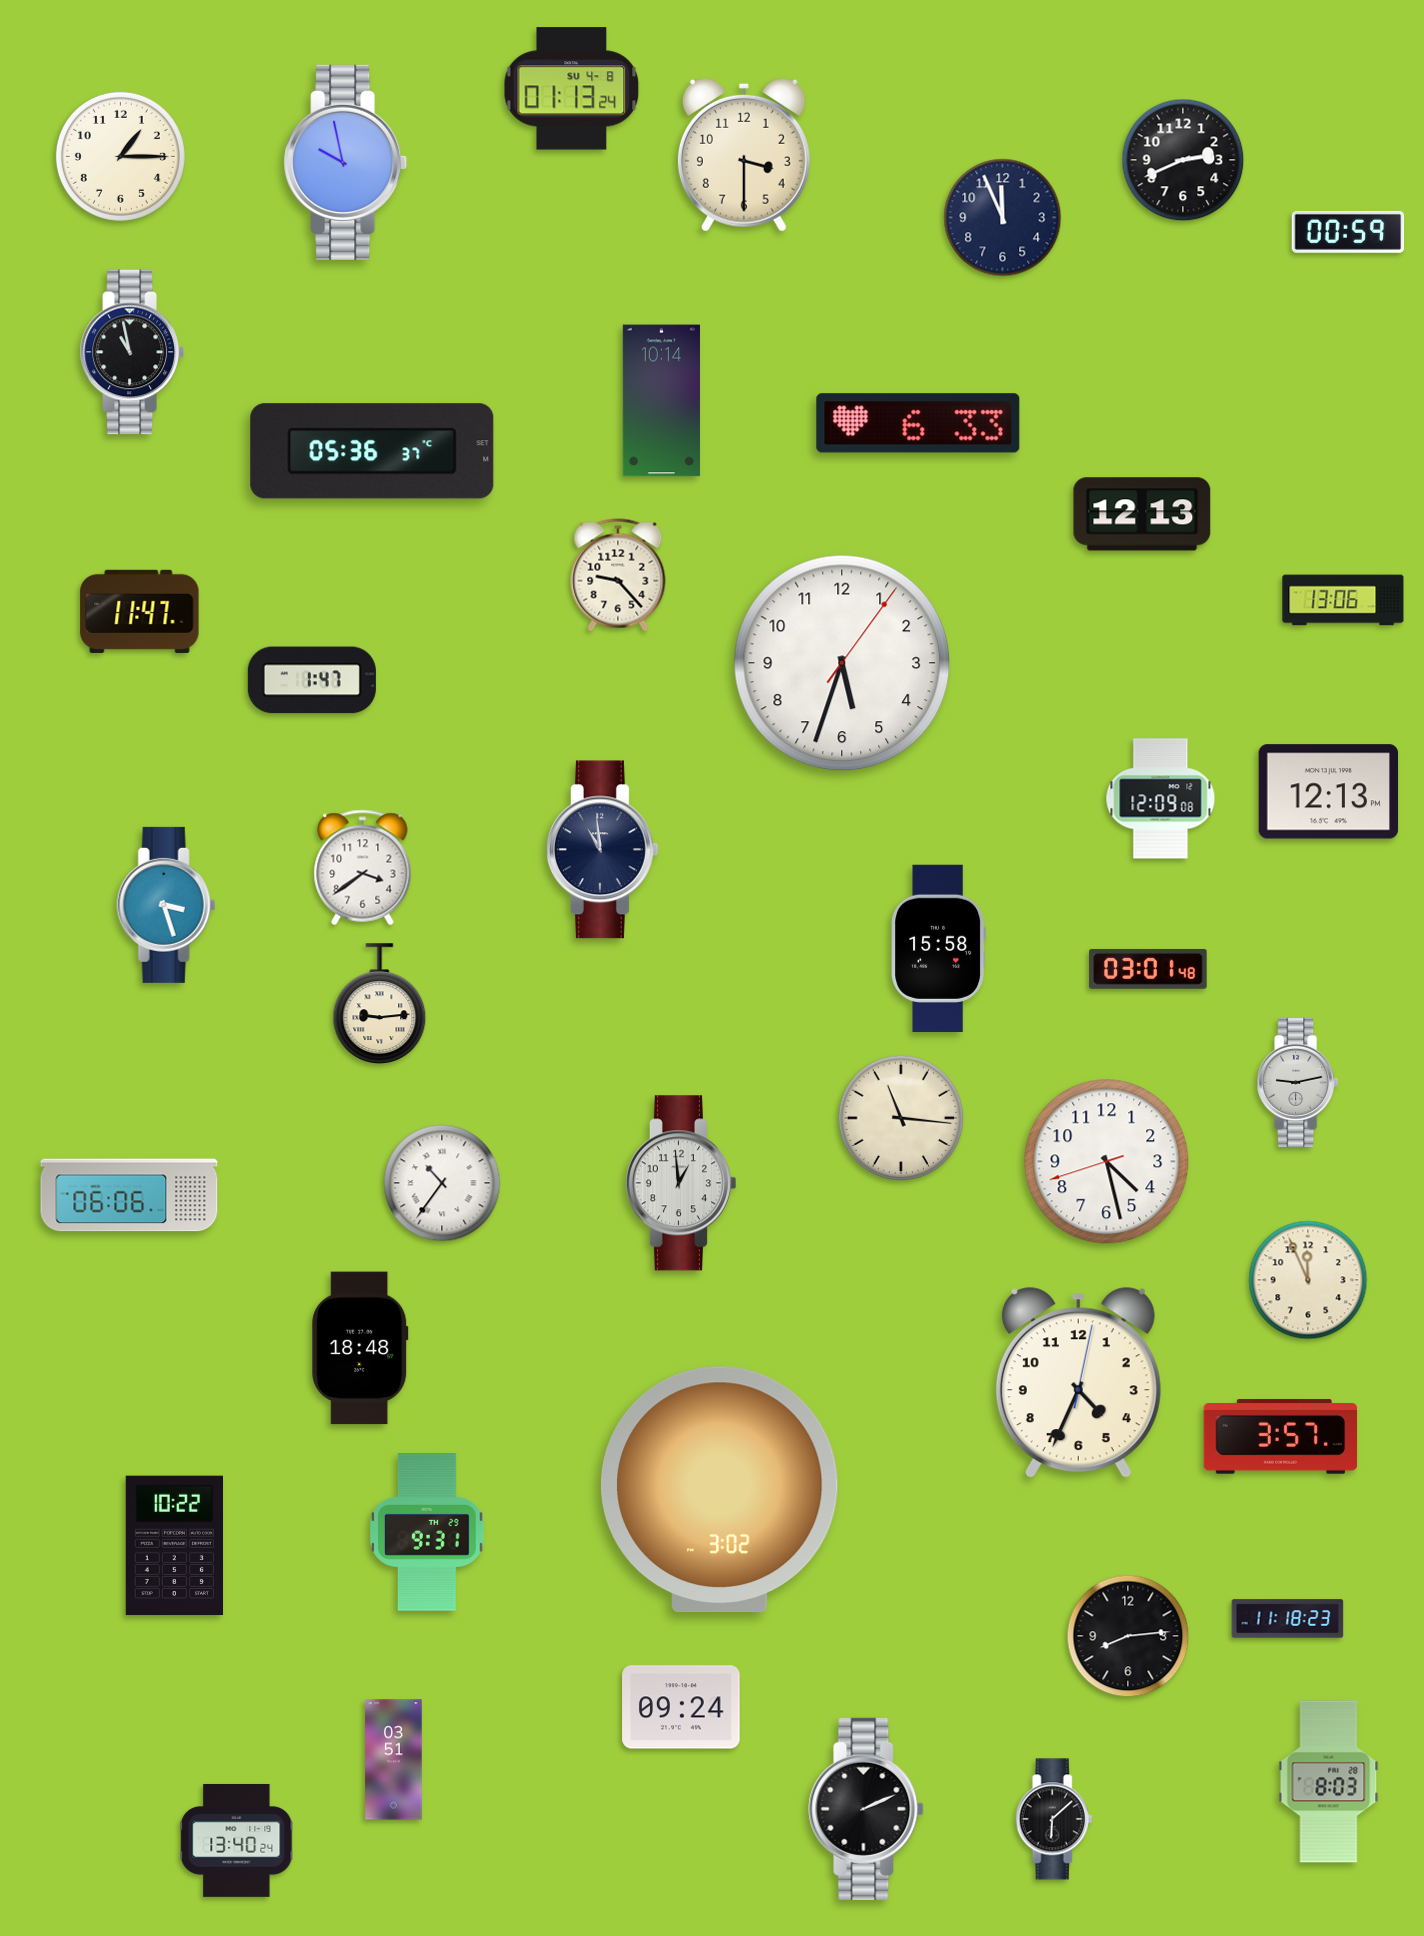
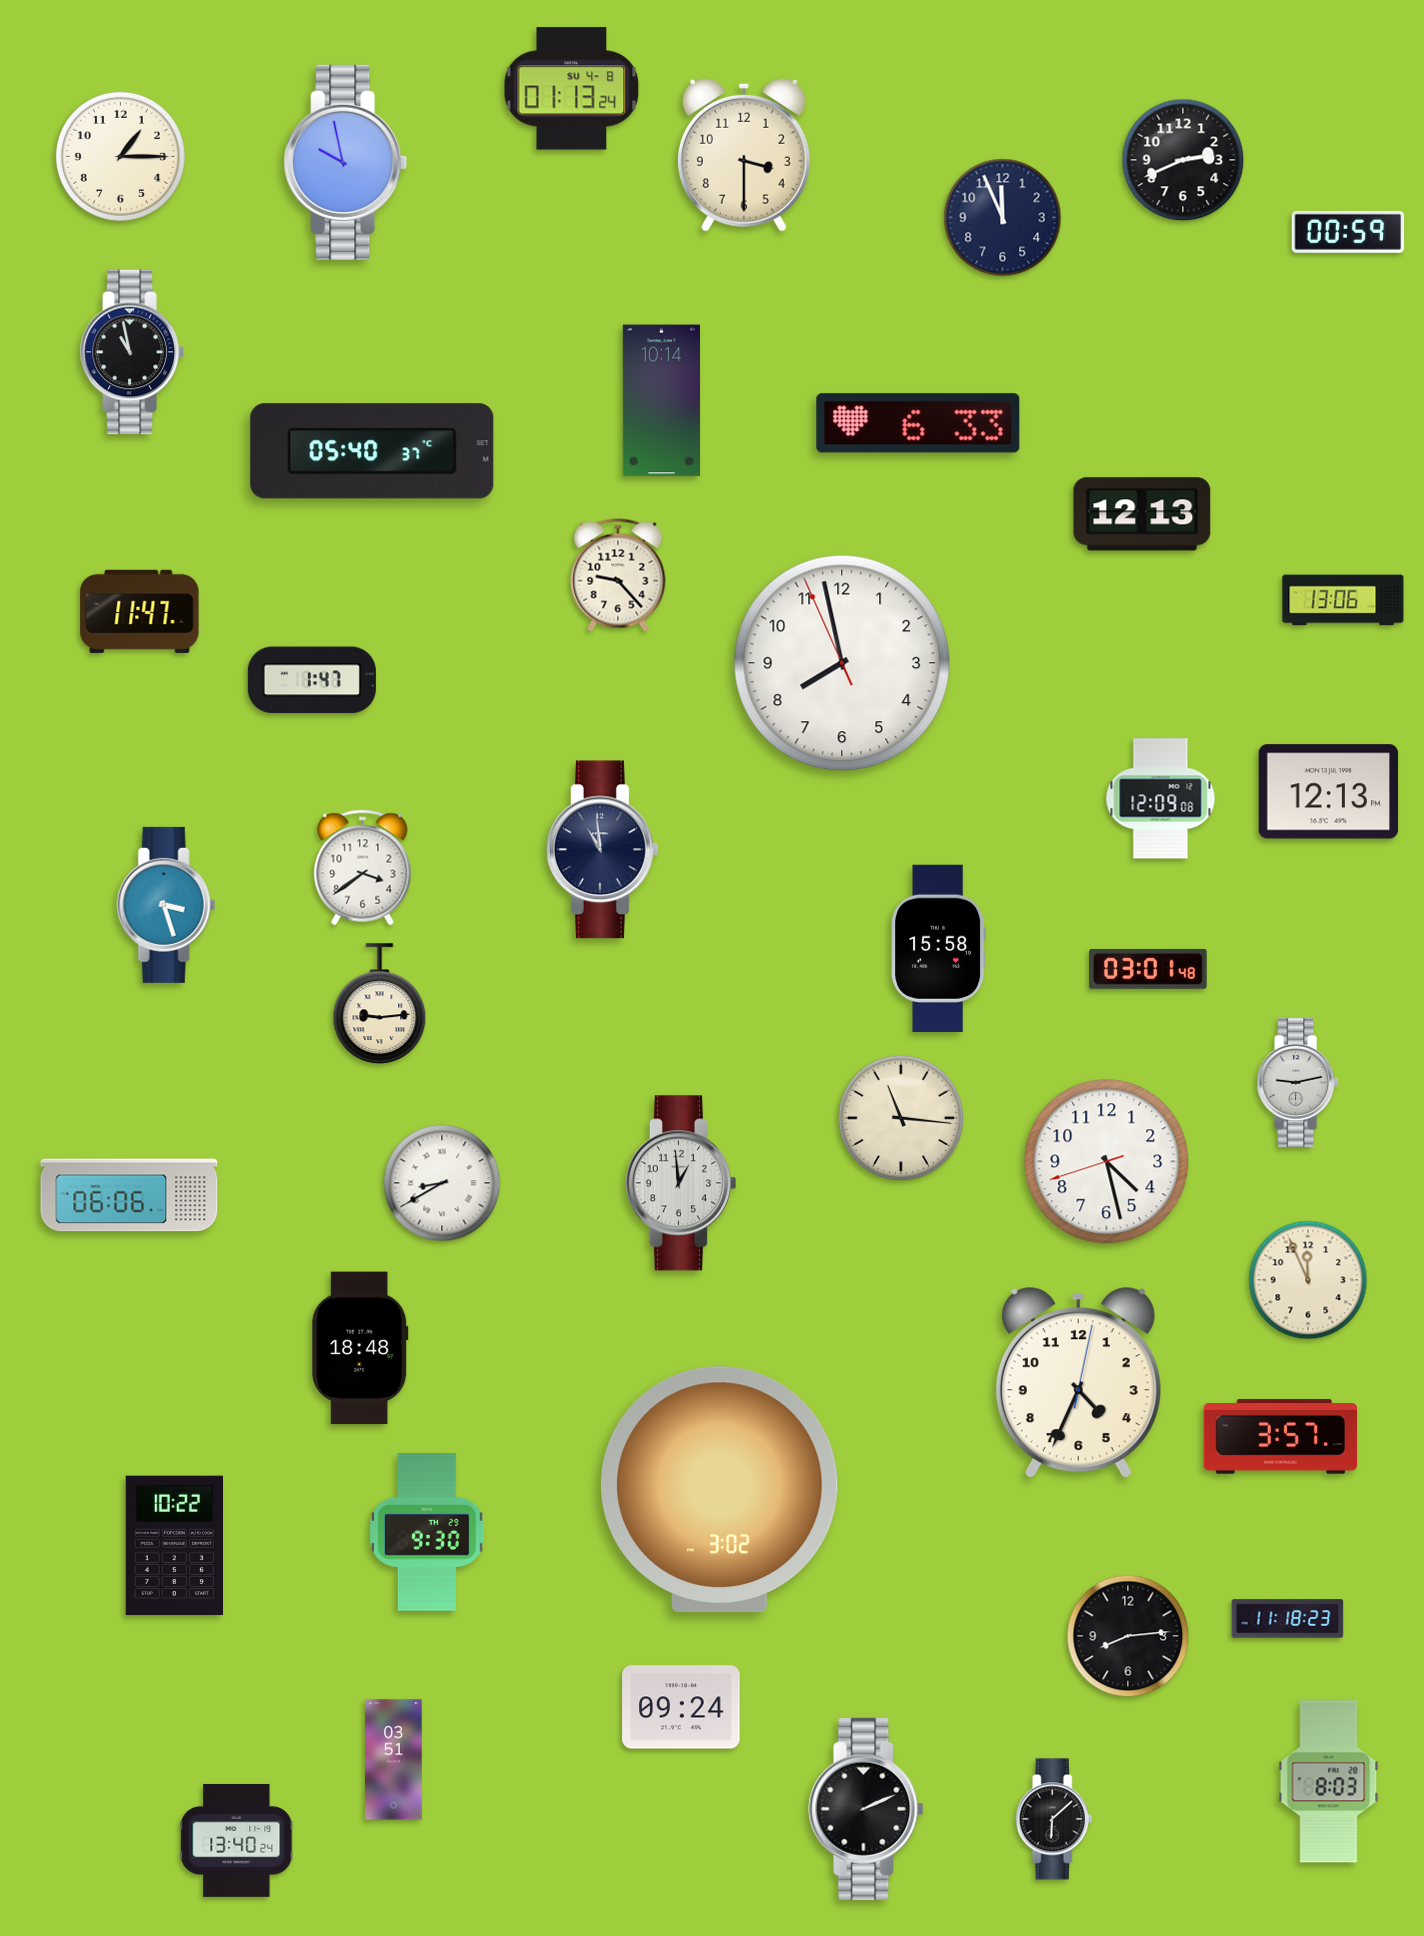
clock at (372, 451): 05:36 -> 05:40
clock at (842, 663): 5:33 -> 7:57
clock at (442, 1183): 10:36 -> 8:40
clock at (427, 1532): 9:31 -> 9:30
